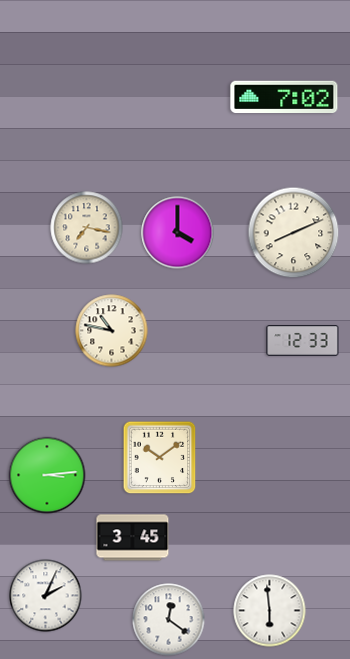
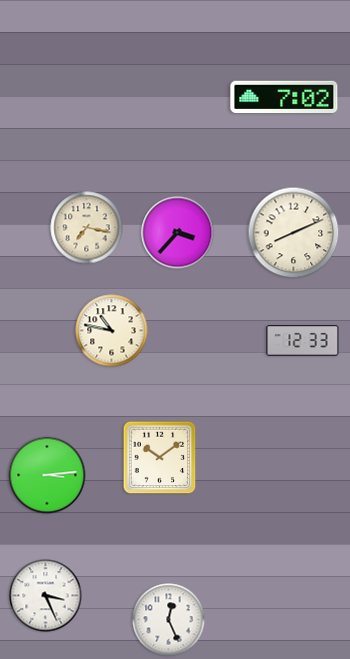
clock at (178, 233): 4:00 -> 3:37
clock at (133, 538): 3:45 -> none
clock at (46, 596): 2:04 -> 3:26
clock at (270, 611): 5:59 -> none
clock at (169, 620): 12:21 -> 12:26
